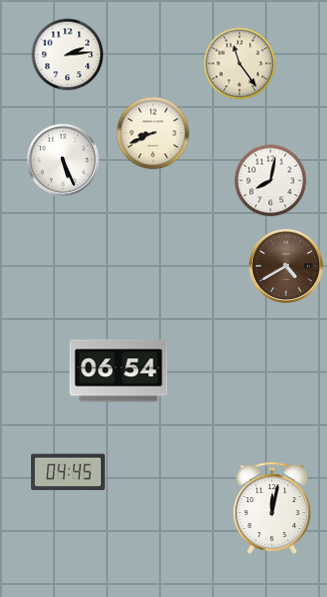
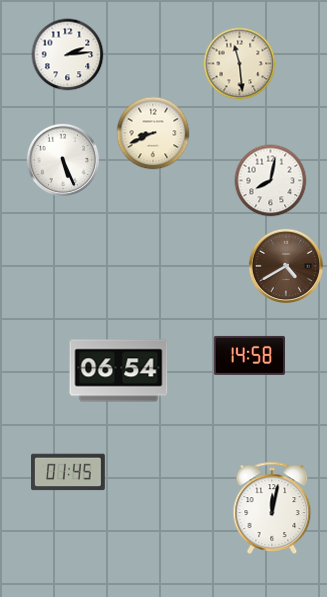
clock at (240, 64): 11:24 -> 11:29
clock at (249, 355): none -> 14:58
clock at (69, 472): 04:45 -> 01:45
